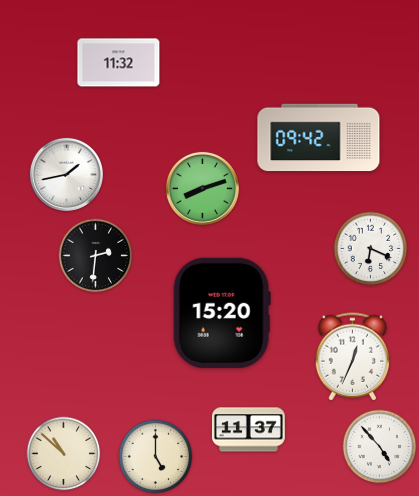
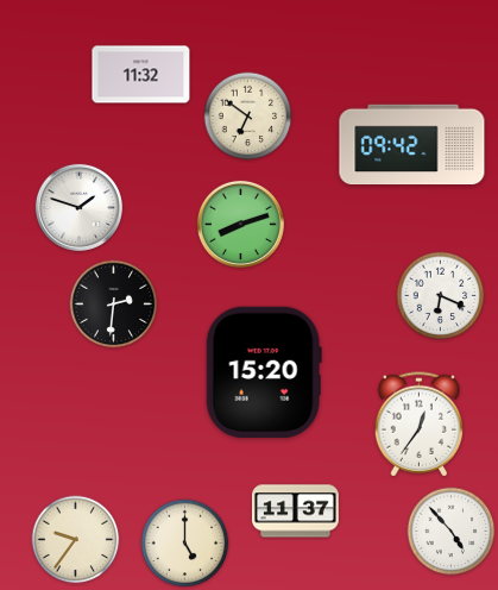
clock at (248, 117): none -> 6:51
clock at (319, 138) position: (319, 138) -> (412, 145)
clock at (66, 174): 1:43 -> 1:48
clock at (353, 357): 12:34 -> 12:36
clock at (64, 454): 10:52 -> 9:36
